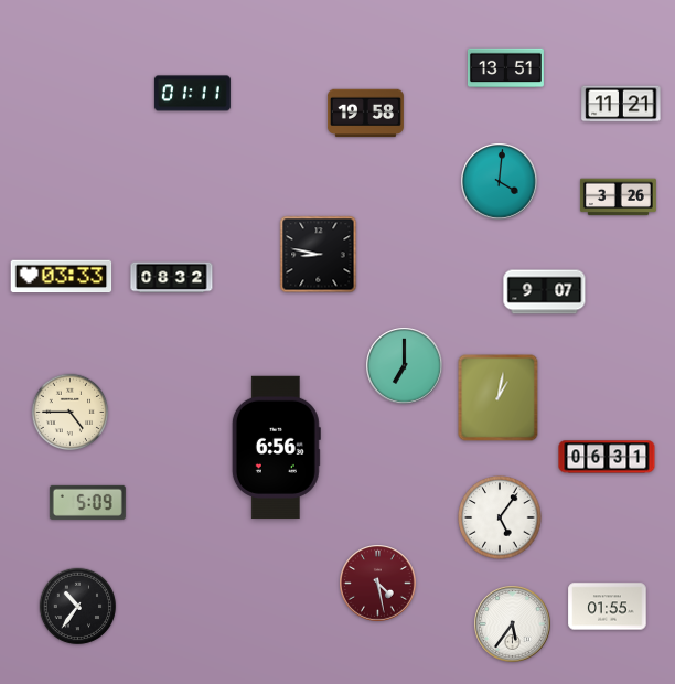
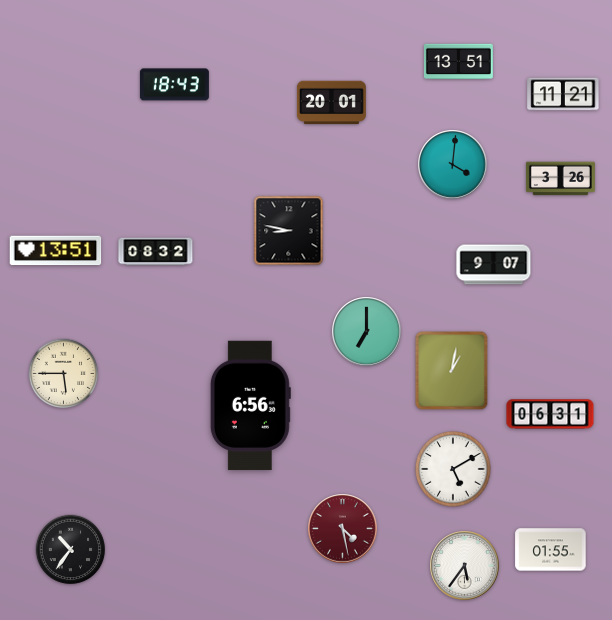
clock at (192, 94): 01:11 -> 18:43
clock at (365, 114): 19:58 -> 20:01
clock at (62, 277): 03:33 -> 13:51
clock at (499, 398) position: (499, 398) -> (452, 371)
clock at (71, 413): 4:45 -> 5:45
clock at (87, 502): 5:09 -> none
clock at (500, 517): 5:06 -> 5:10
